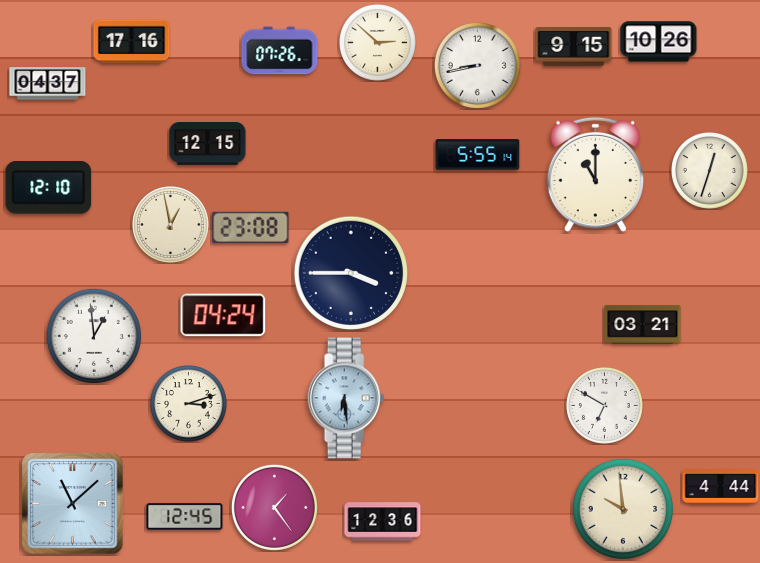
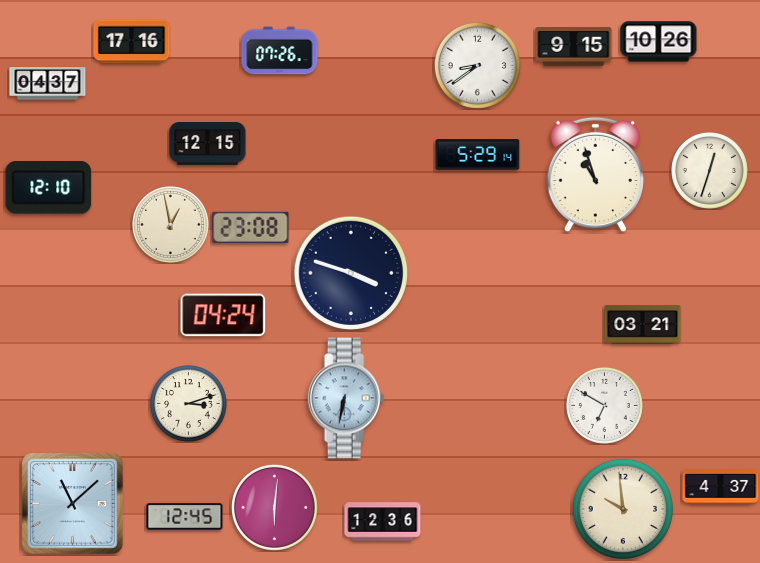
clock at (378, 43): 2:52 -> none
clock at (477, 65): 8:43 -> 8:39
clock at (478, 155): 5:55 -> 5:29
clock at (595, 175): 11:00 -> 10:57
clock at (351, 273): 3:45 -> 3:48
clock at (94, 336): 12:59 -> none
clock at (346, 398): 6:29 -> 6:32
clock at (721, 487): 4:44 -> 4:37
clock at (274, 507): 1:24 -> 6:01
